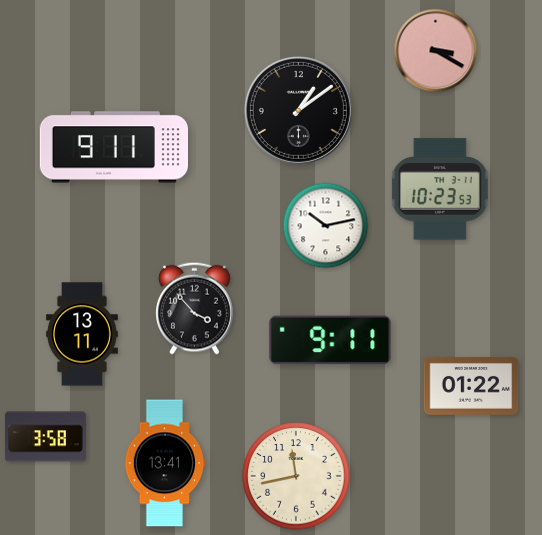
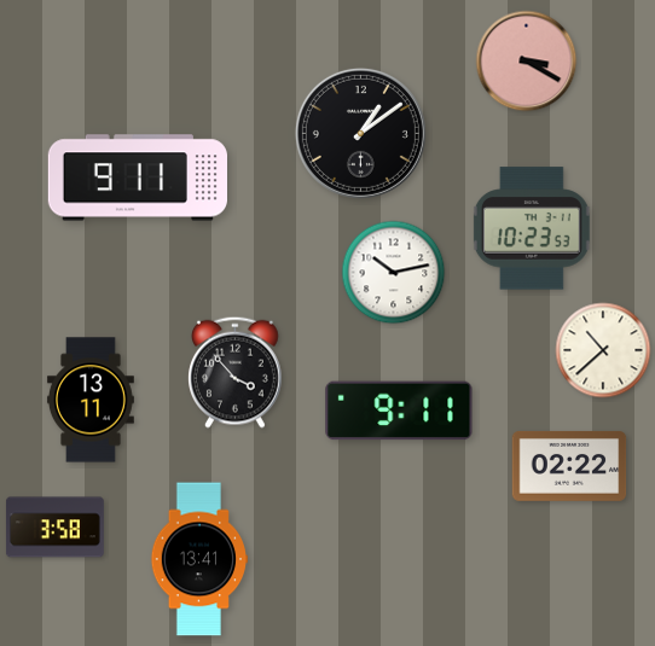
clock at (603, 350): none -> 10:38
clock at (82, 334) position: (82, 334) -> (91, 400)
clock at (471, 386): 01:22 -> 02:22
clock at (296, 476): 11:43 -> none
